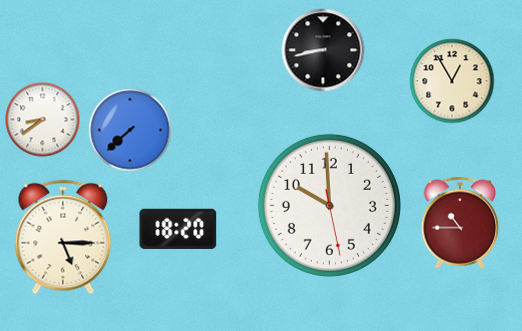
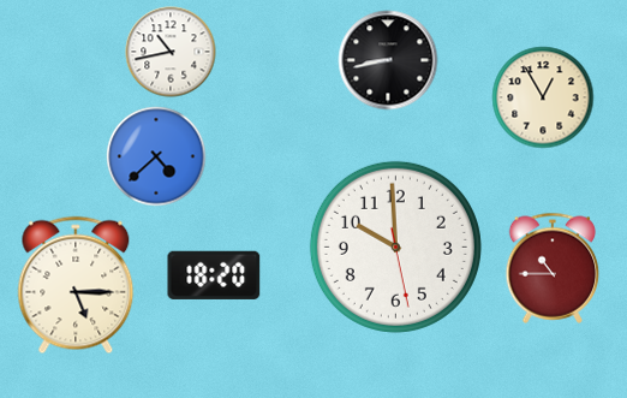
clock at (171, 52): none -> 10:43
clock at (43, 120): 8:39 -> none
clock at (130, 130): 7:38 -> 4:38
